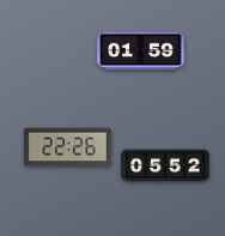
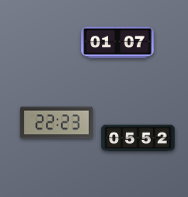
clock at (141, 52): 01:59 -> 01:07
clock at (68, 147): 22:26 -> 22:23
